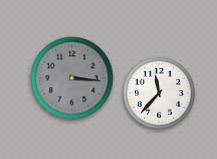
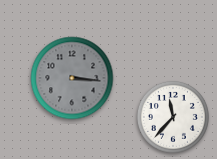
clock at (159, 93) position: (159, 93) -> (173, 117)
